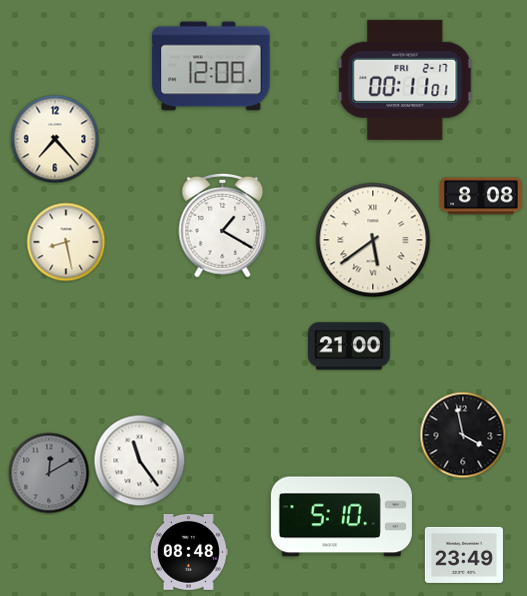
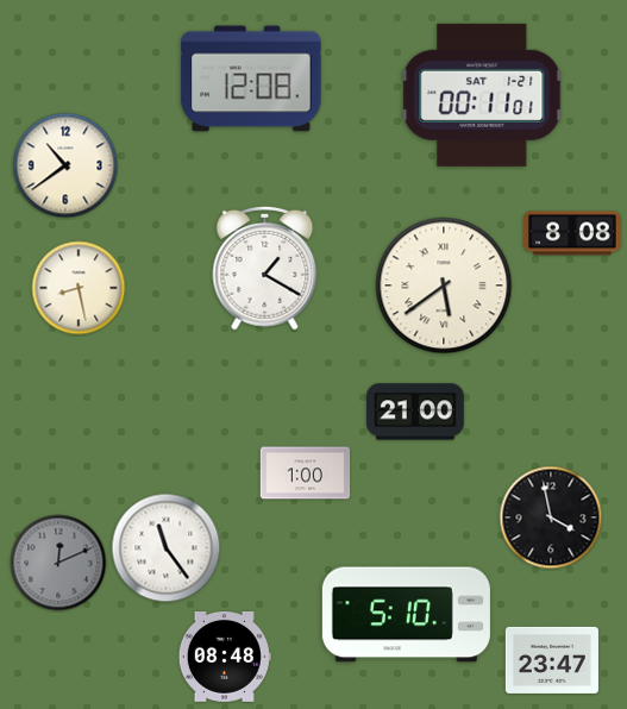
clock at (405, 80) date: FRI 2-17 -> SAT 1-21
clock at (55, 139): 7:23 -> 10:39
clock at (306, 473): none -> 1:00
clock at (49, 473): 12:10 -> 12:11
clock at (464, 555): 23:49 -> 23:47
